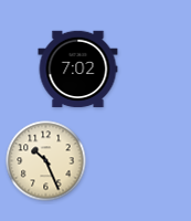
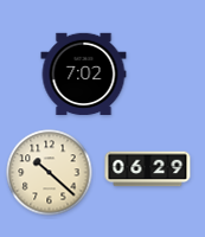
clock at (148, 169): none -> 06:29
clock at (46, 161): 10:26 -> 10:22
